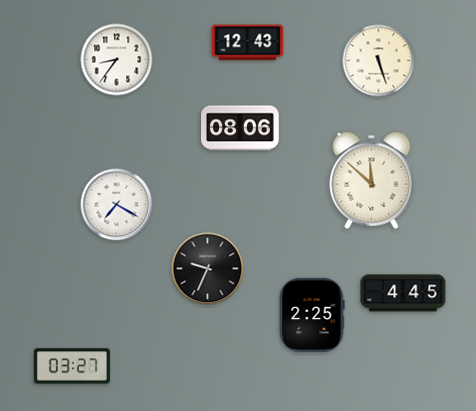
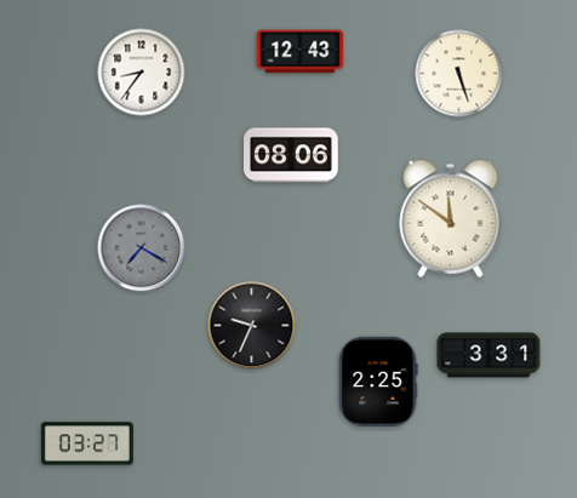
clock at (372, 180): 11:52 -> 11:51
clock at (117, 205) dial: white -> grey
clock at (403, 293): 4:45 -> 3:31
